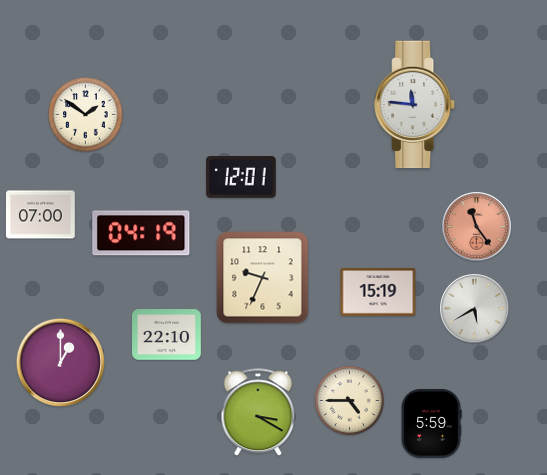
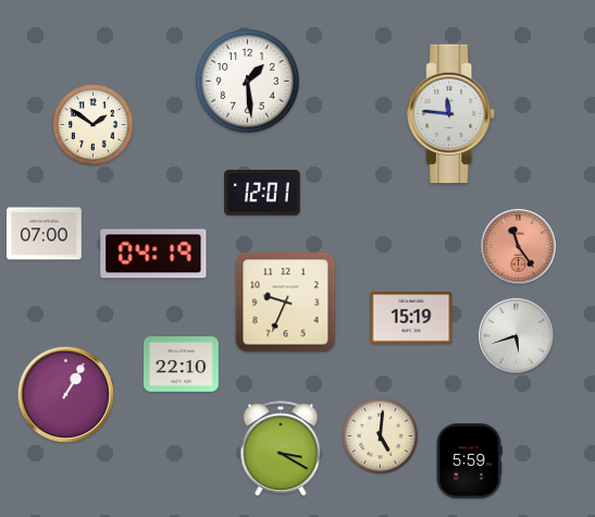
clock at (248, 82): none -> 1:29
clock at (475, 309): 5:40 -> 5:42
clock at (60, 362): 1:00 -> 1:05
clock at (349, 400): 4:45 -> 5:01
